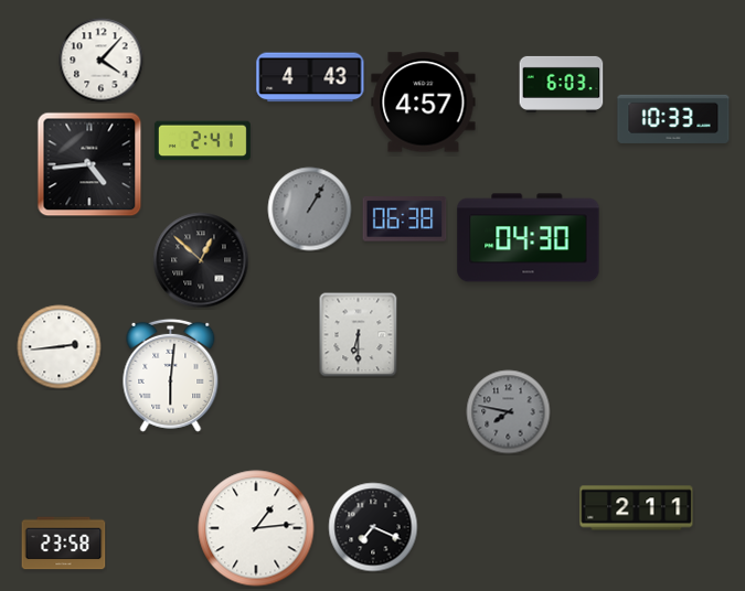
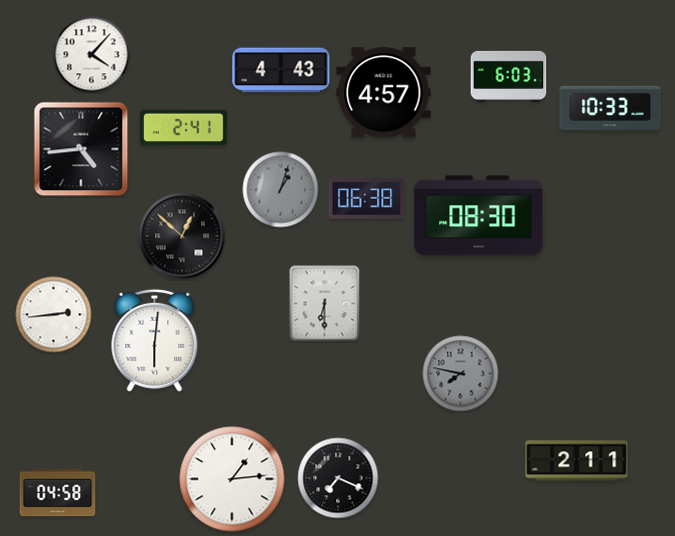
clock at (310, 209): 1:05 -> 1:03
clock at (529, 238): 04:30 -> 08:30
clock at (64, 544): 23:58 -> 04:58
